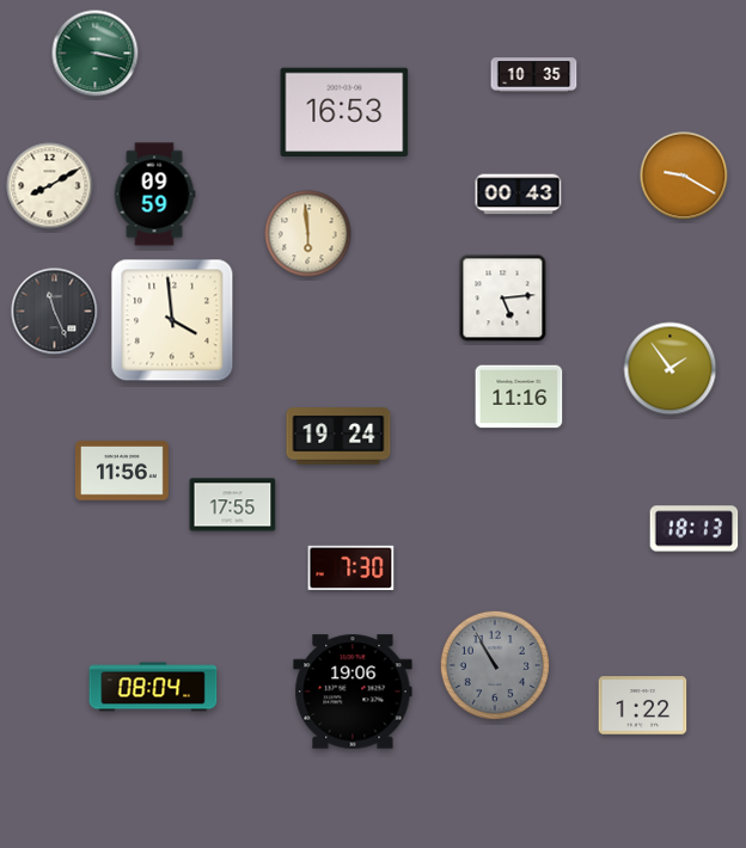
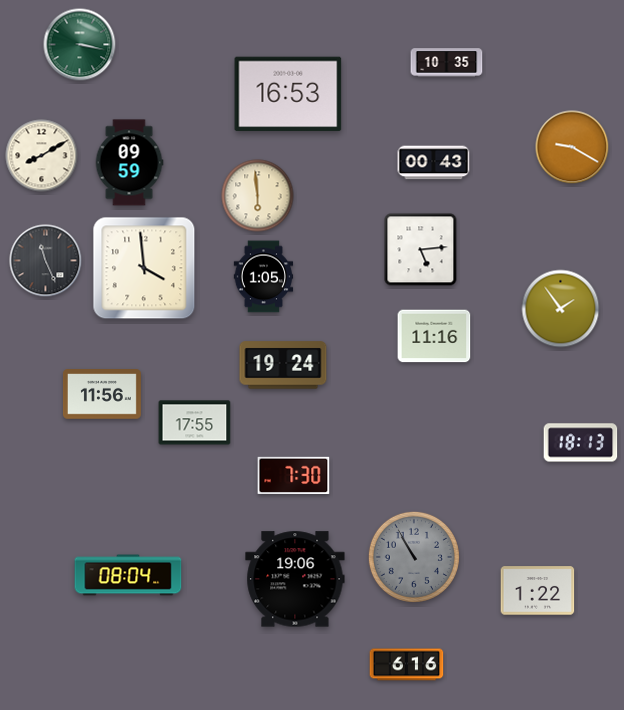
clock at (264, 277): none -> 1:05
clock at (519, 397) position: (519, 397) -> (434, 336)
clock at (407, 665): none -> 6:16
